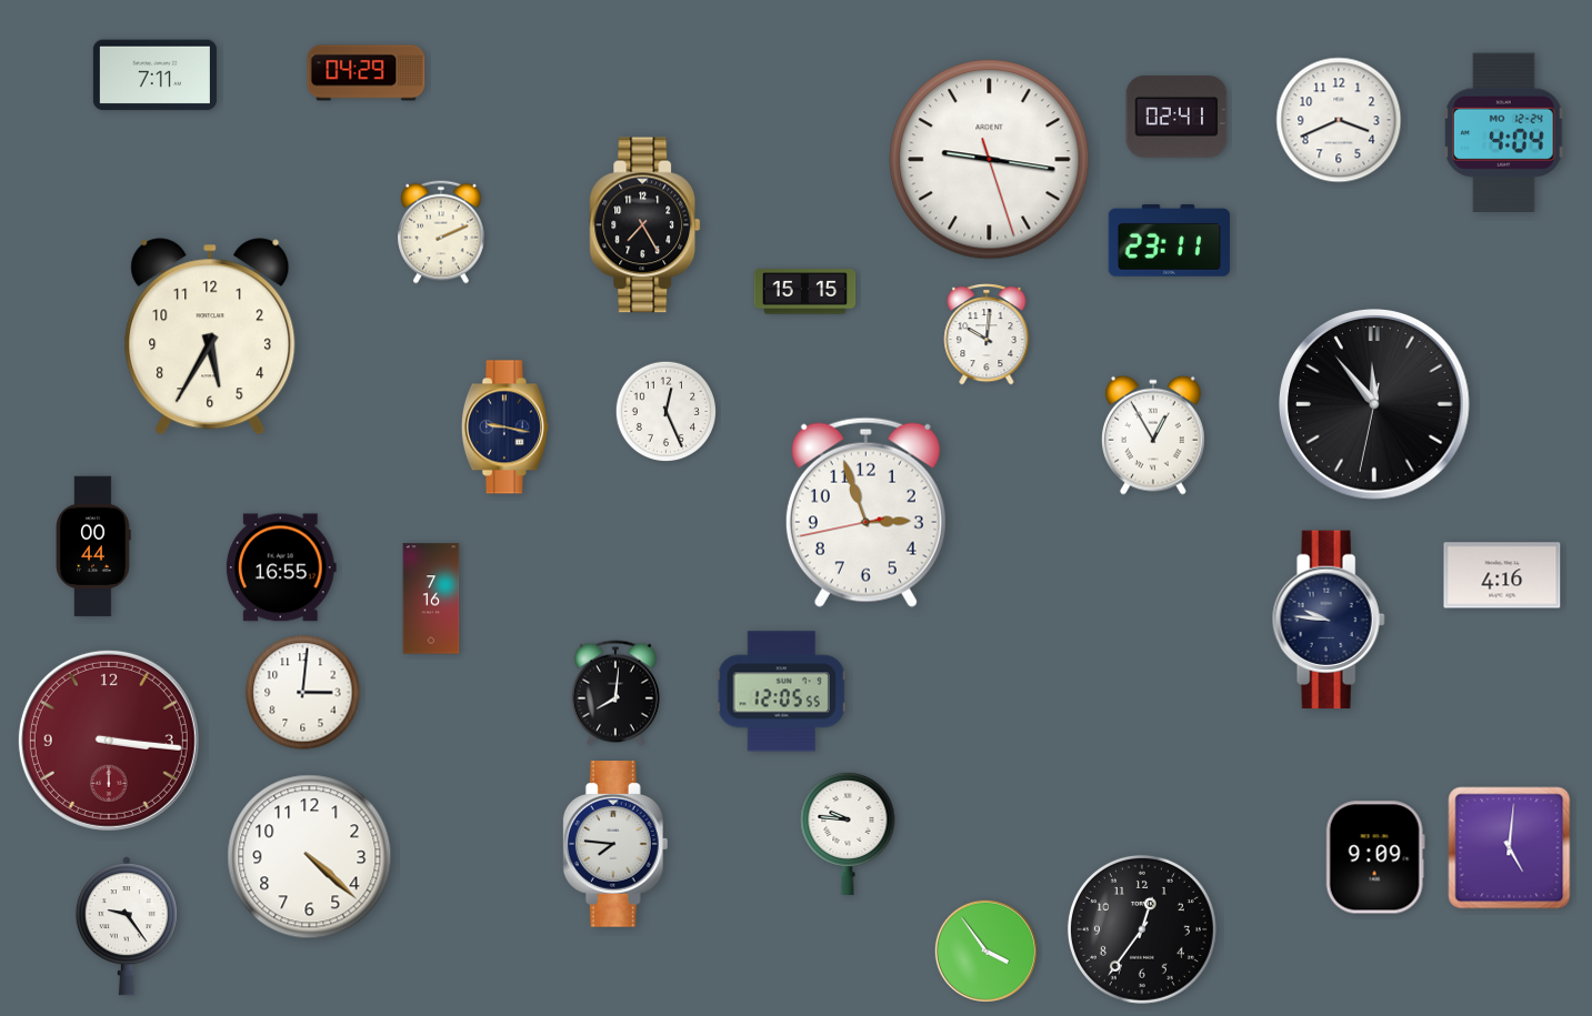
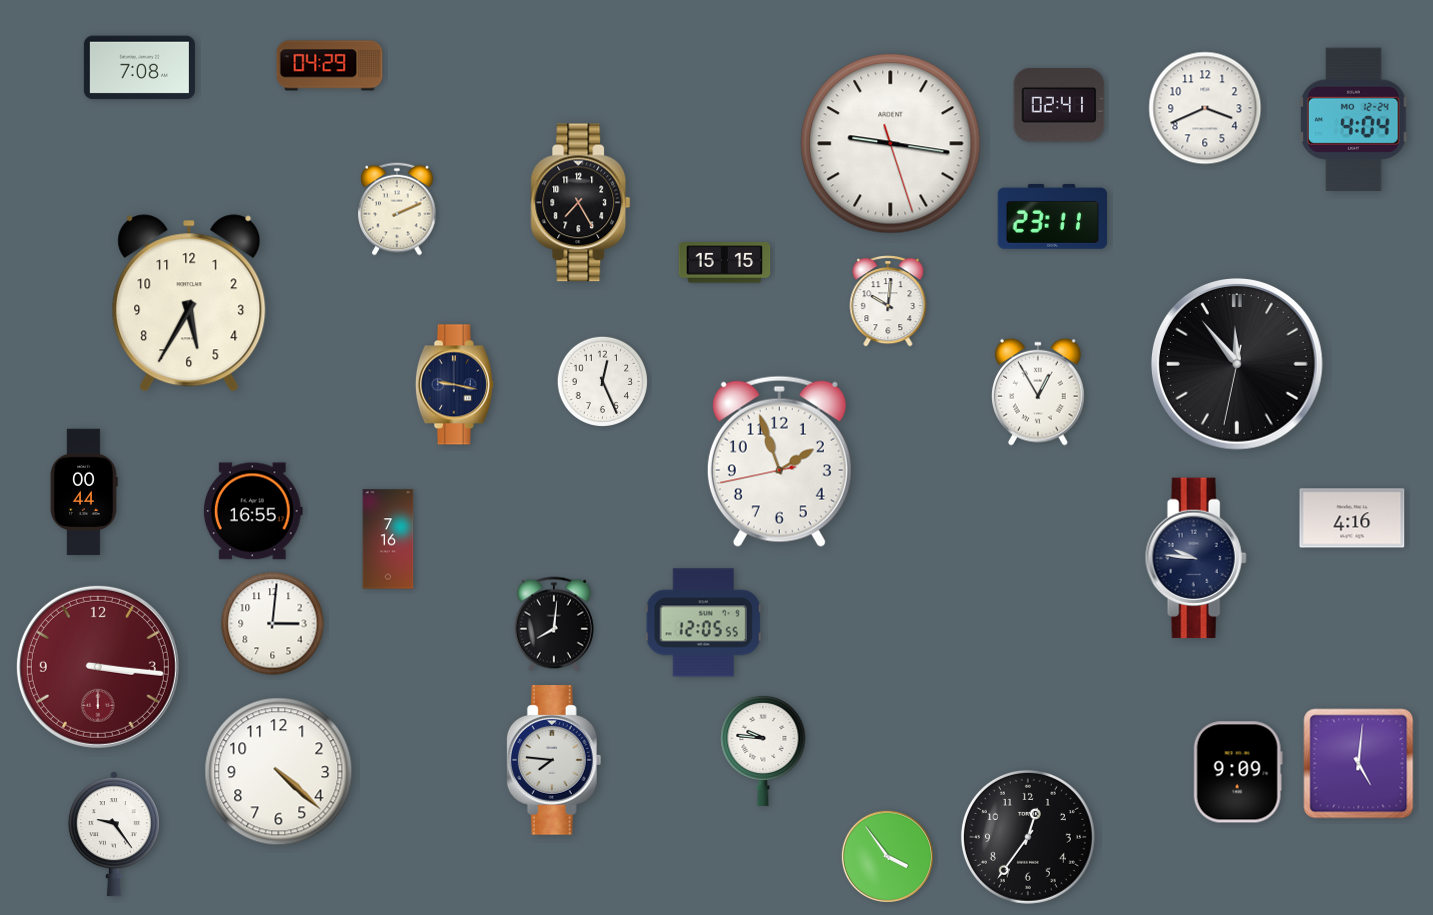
clock at (154, 76): 7:11 -> 7:08
clock at (665, 411) position: (665, 411) -> (602, 381)
clock at (865, 512): 2:56 -> 1:56
